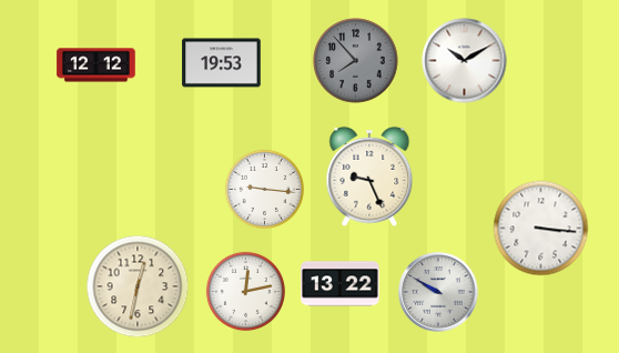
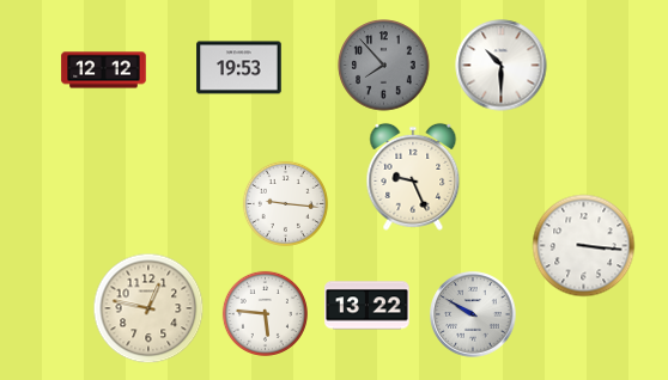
clock at (465, 61): 10:10 -> 10:30
clock at (369, 176) position: (369, 176) -> (413, 177)
clock at (138, 286): 12:32 -> 12:47
clock at (245, 291): 12:13 -> 5:46
